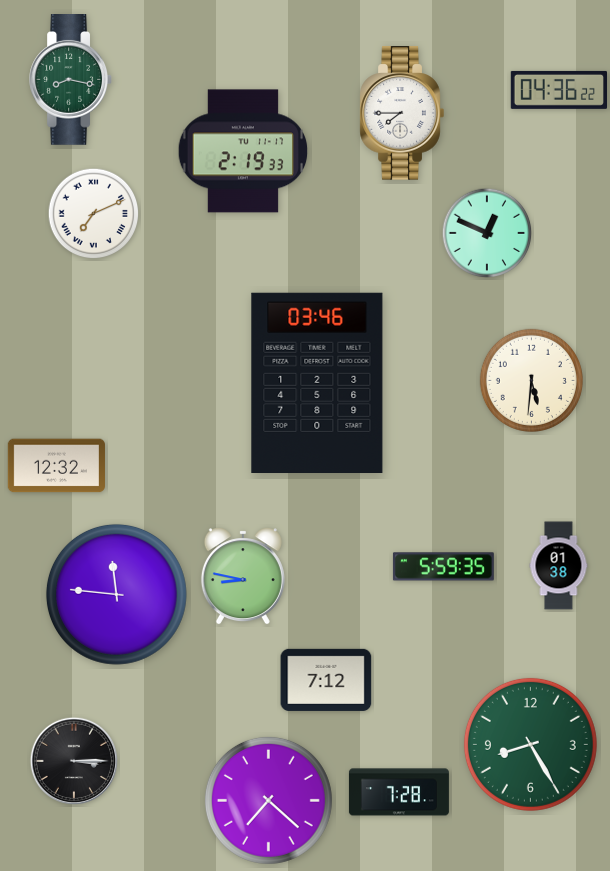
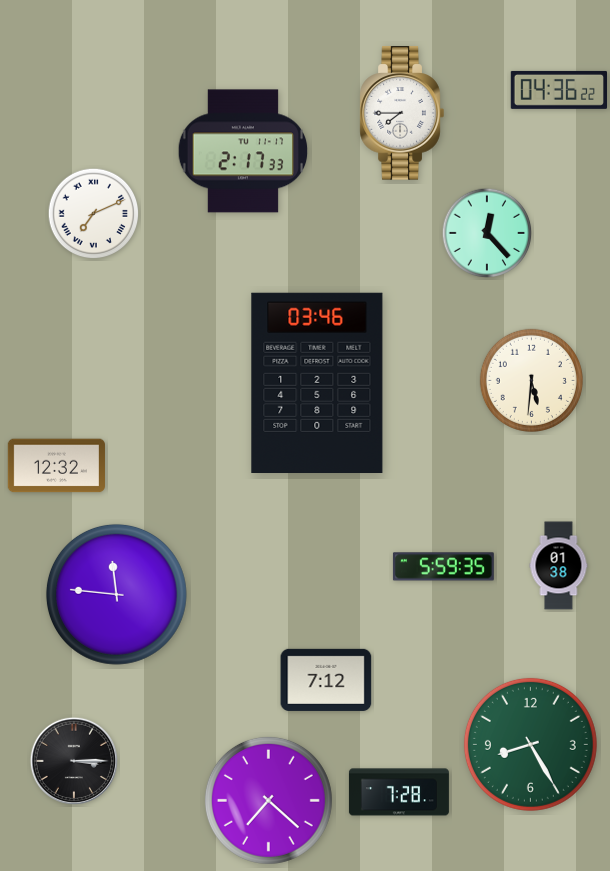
clock at (70, 80): 8:17 -> none
clock at (243, 151): 2:19 -> 2:17
clock at (487, 233): 12:49 -> 12:23
clock at (243, 576): 8:47 -> none
